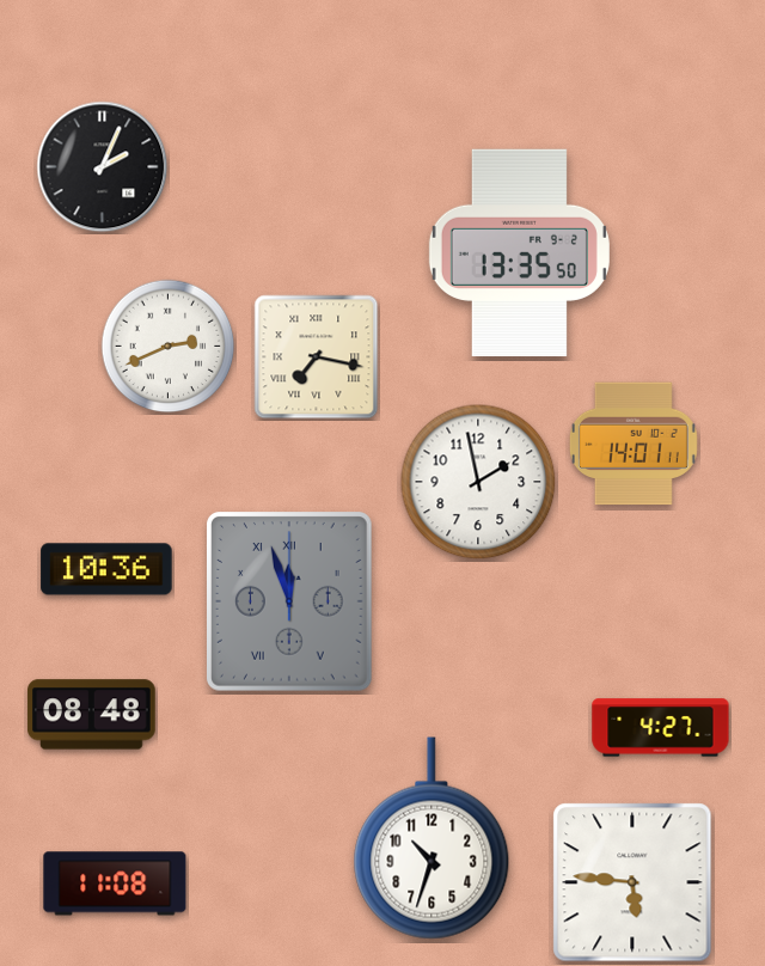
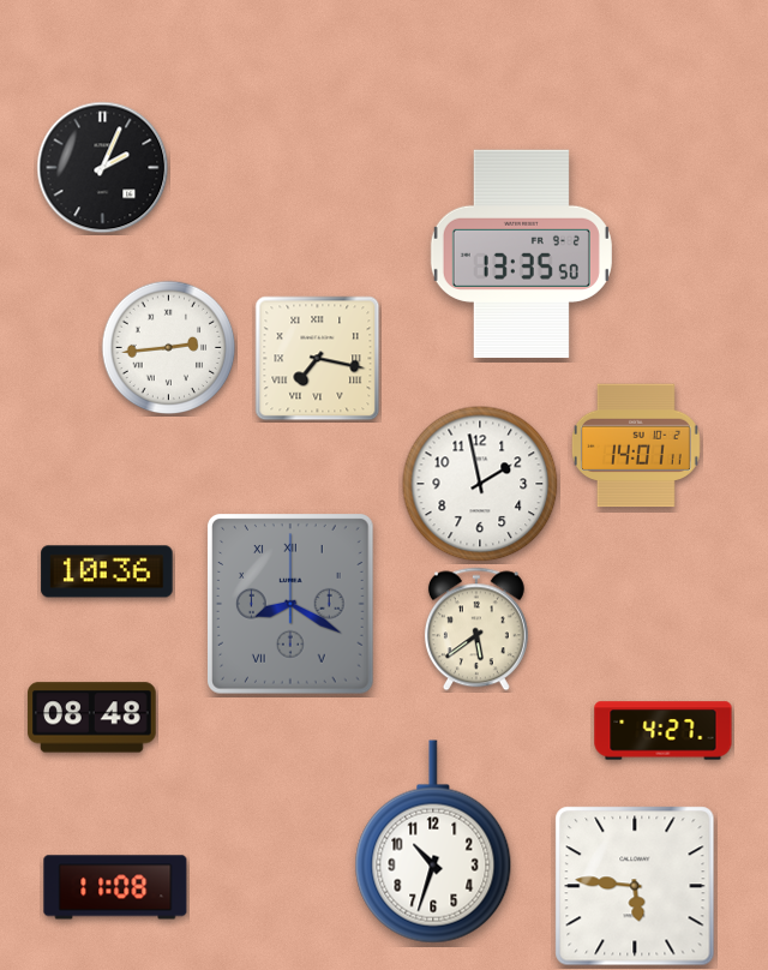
clock at (169, 347): 2:41 -> 2:44
clock at (290, 603): 11:57 -> 8:20
clock at (476, 629): none -> 5:39
